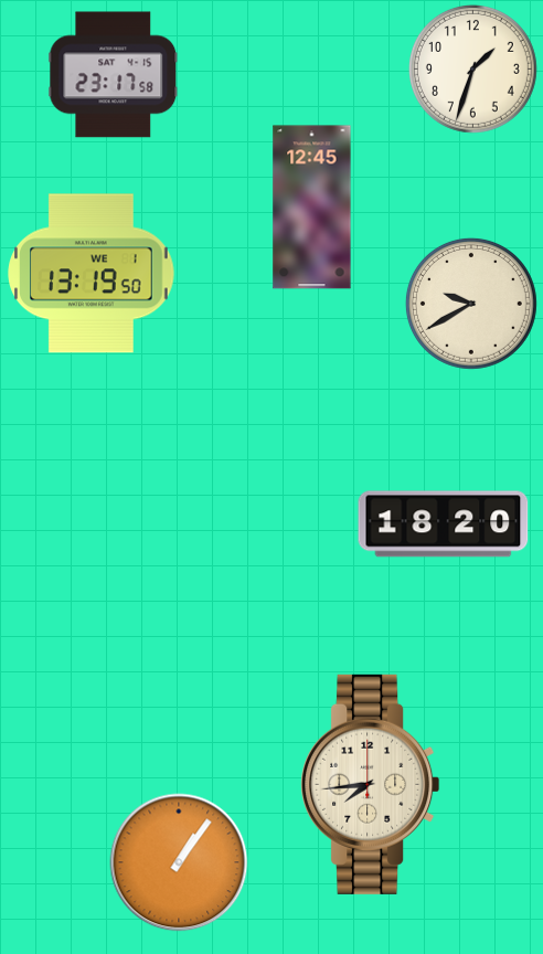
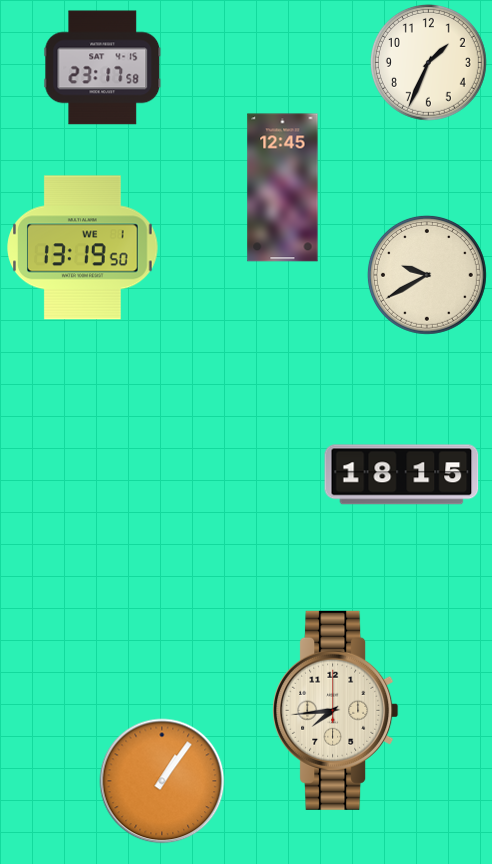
clock at (472, 68): 1:33 -> 1:34
clock at (444, 524): 18:20 -> 18:15
